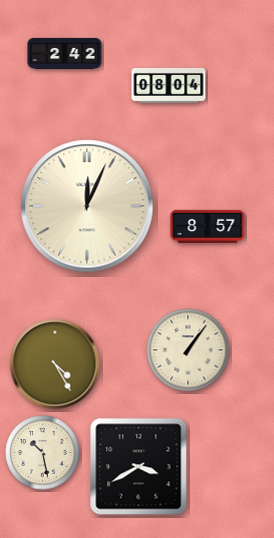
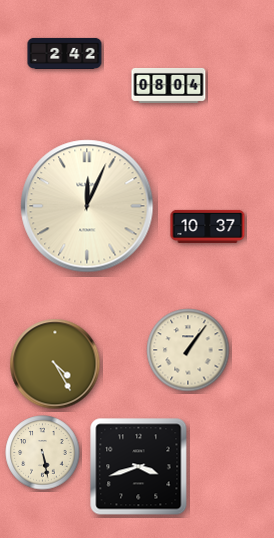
clock at (208, 226): 8:57 -> 10:37
clock at (43, 453): 10:28 -> 5:28
clock at (139, 467): 3:40 -> 3:42
